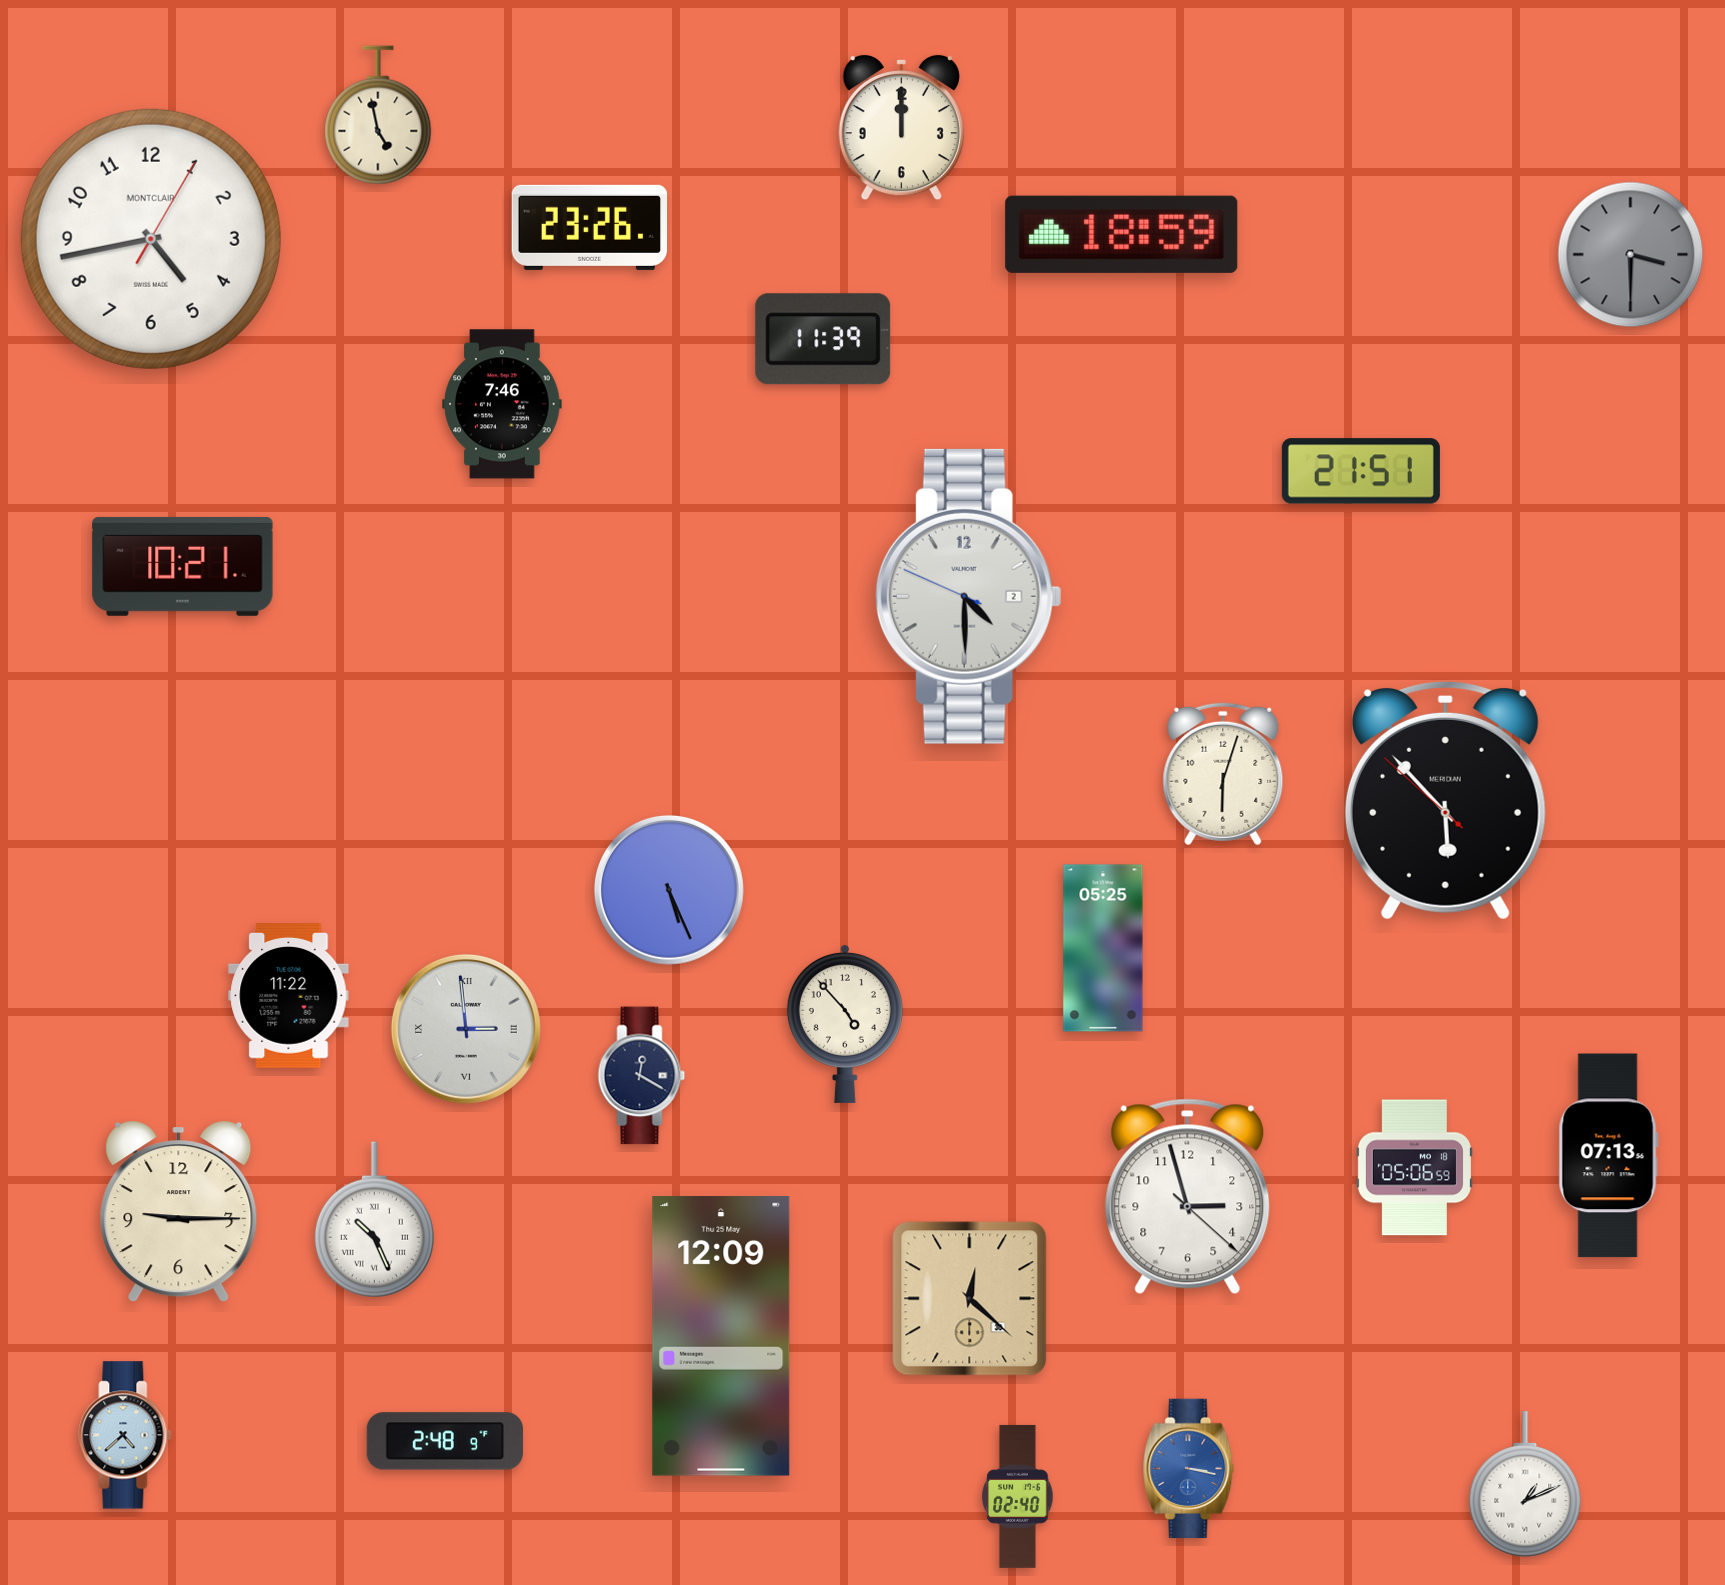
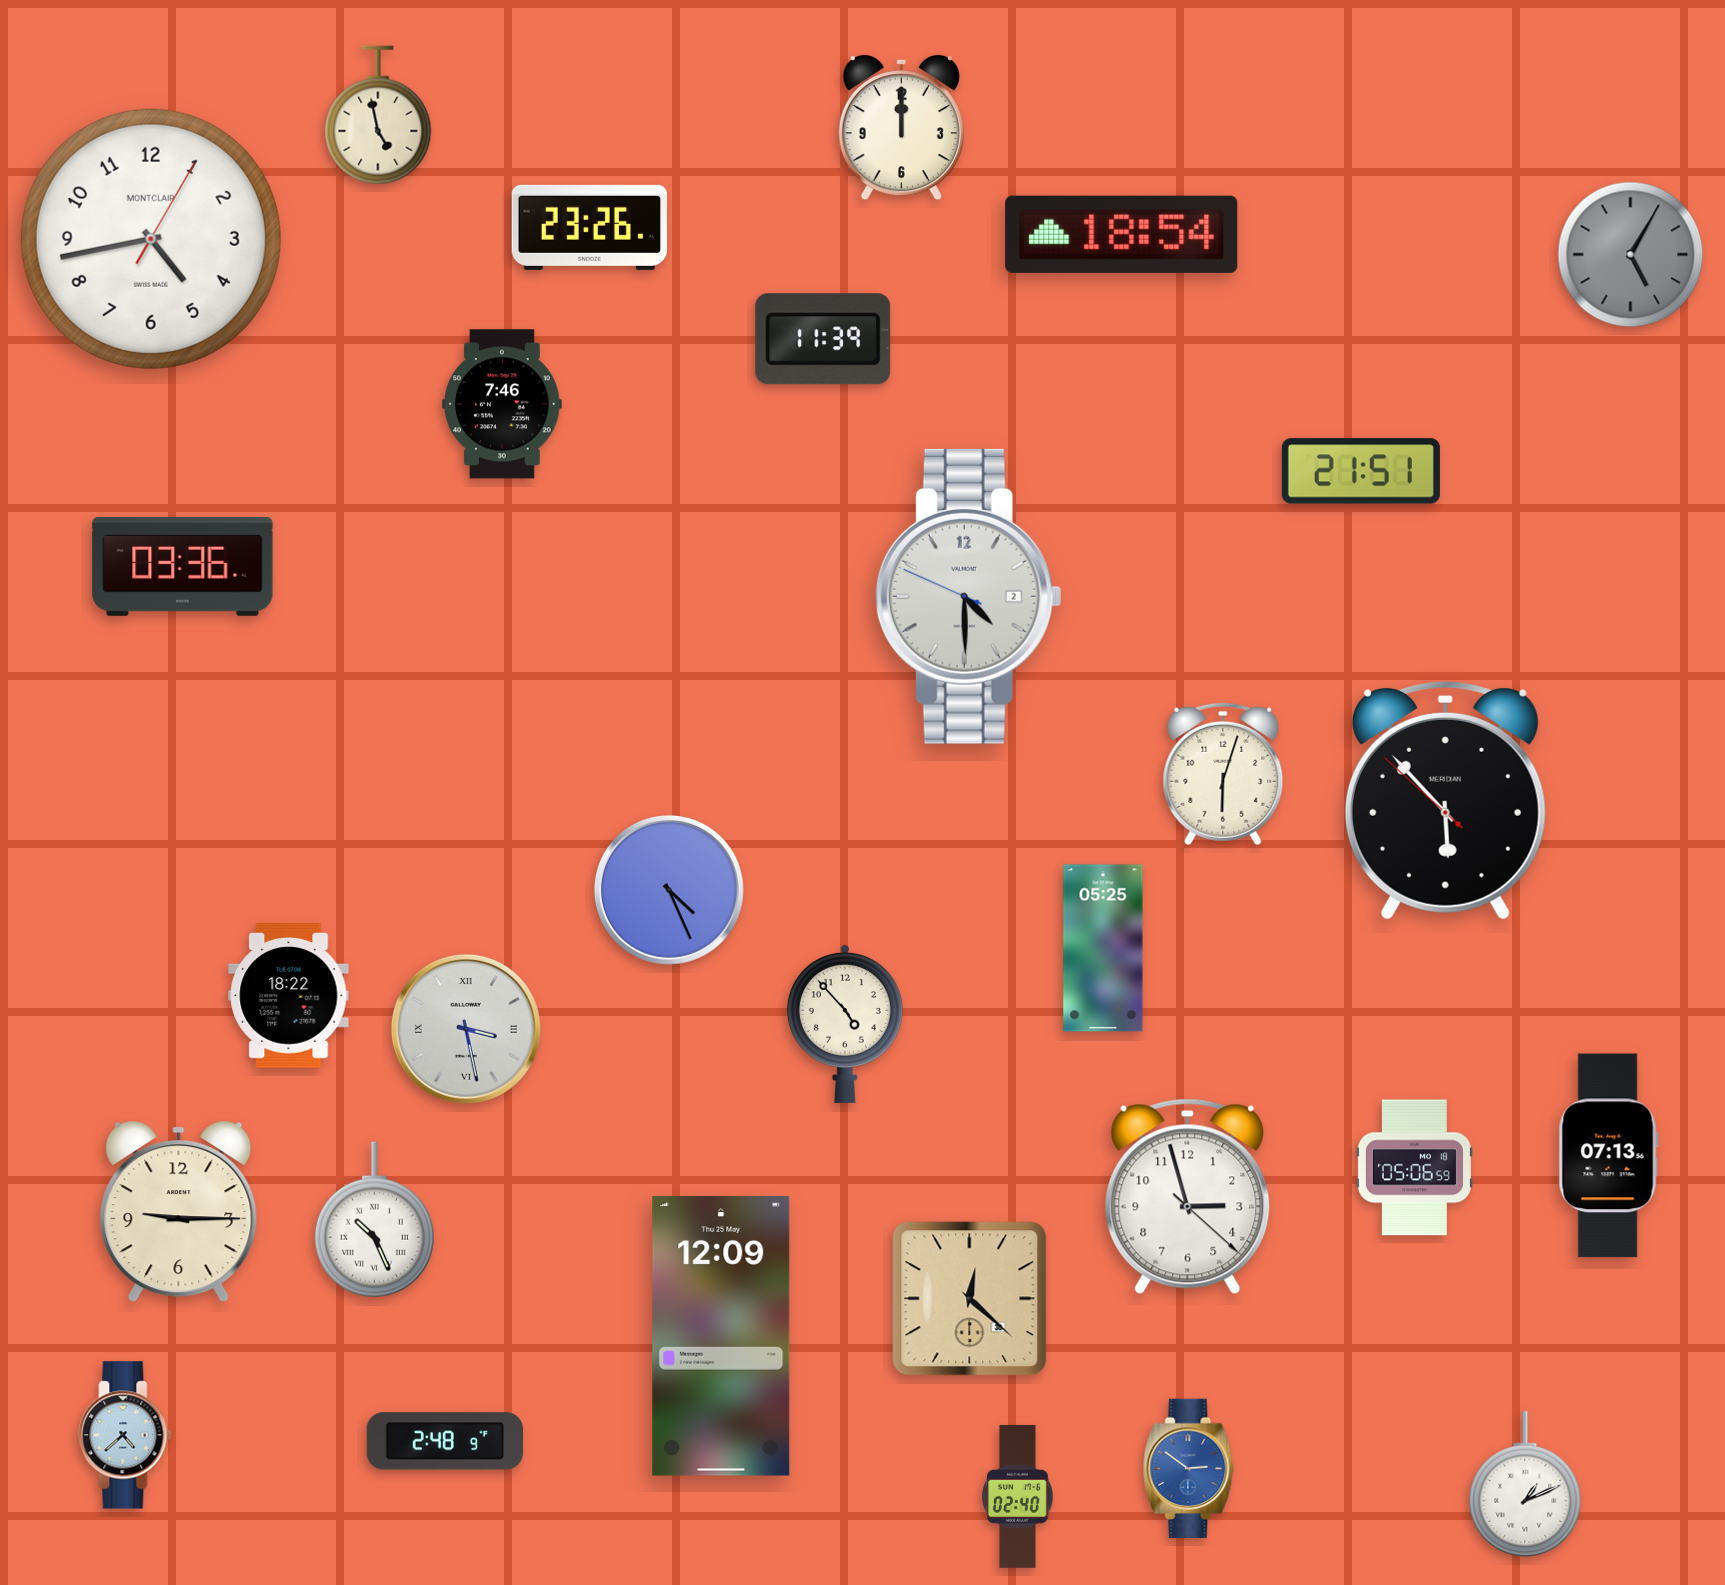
clock at (1122, 234): 18:59 -> 18:54
clock at (1631, 255): 3:30 -> 5:05
clock at (183, 566): 10:21 -> 03:36
clock at (669, 890): 5:26 -> 4:26
clock at (289, 996): 11:22 -> 18:22
clock at (466, 1029): 2:59 -> 3:28
clock at (642, 1076): 12:20 -> none
clock at (1189, 1469): 3:17 -> 2:51
